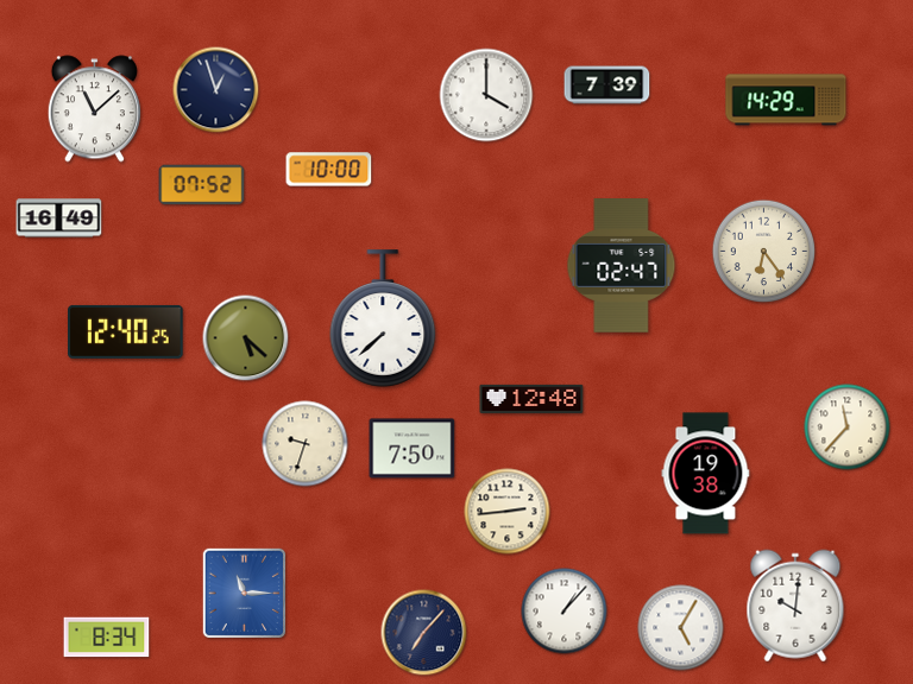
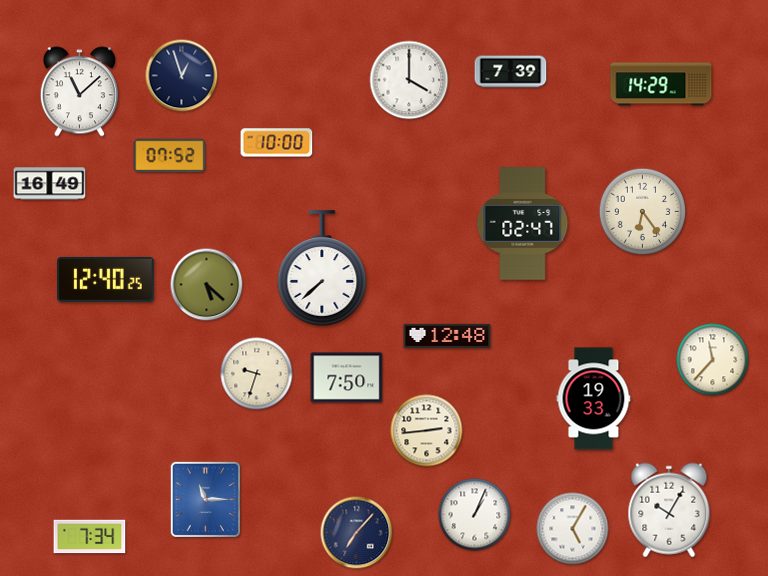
clock at (706, 474): 19:38 -> 19:33
clock at (795, 606): 10:01 -> 10:05
clock at (565, 612): 1:07 -> 1:04
clock at (107, 638): 8:34 -> 7:34
